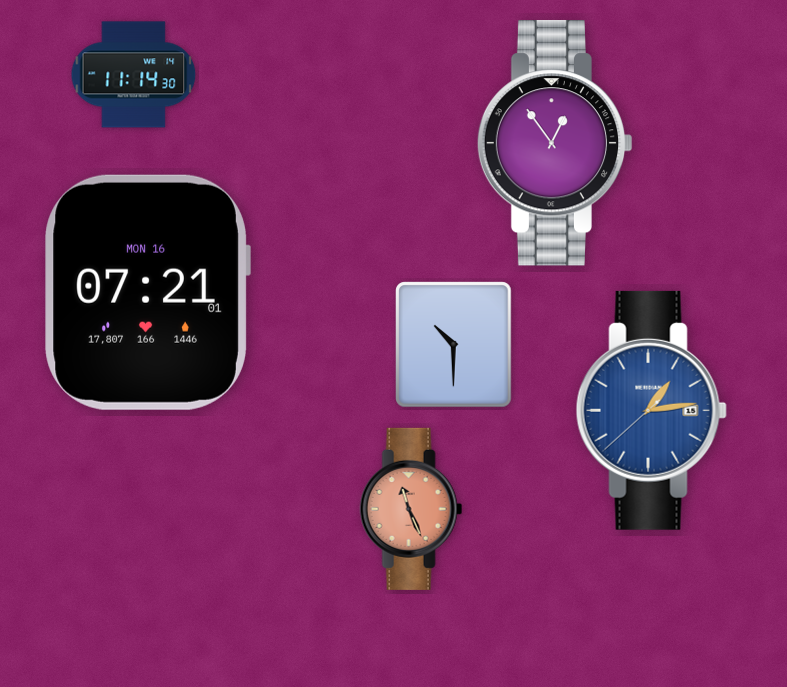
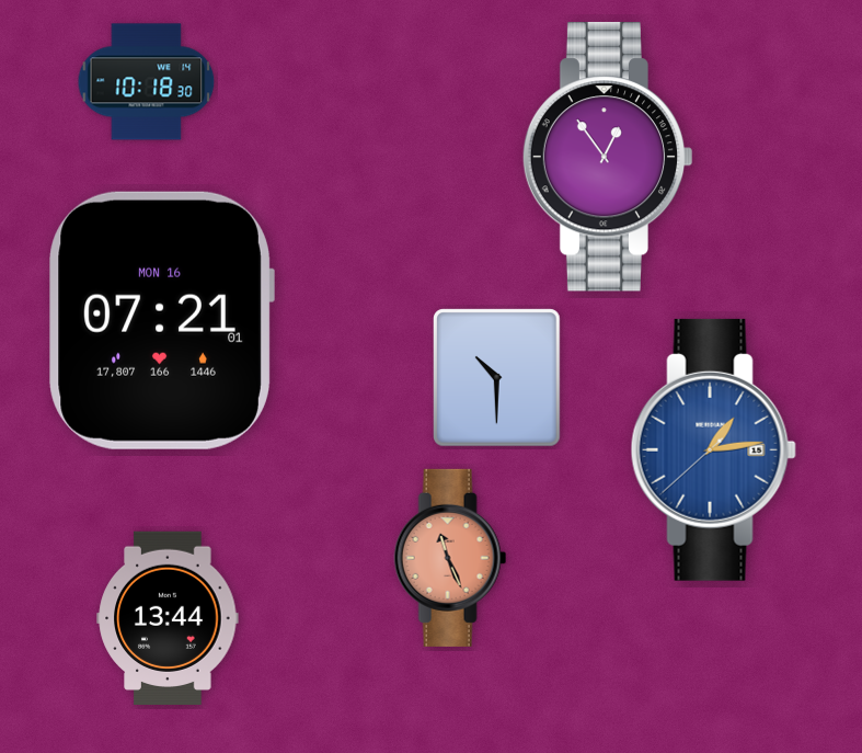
clock at (134, 75): 11:14 -> 10:18
clock at (168, 617): none -> 13:44
